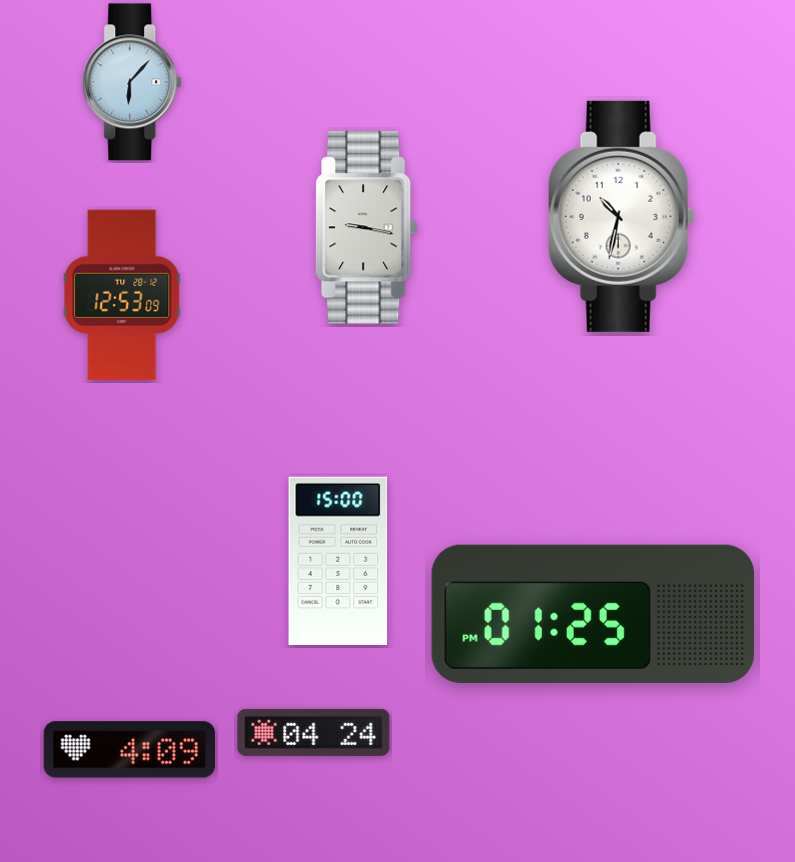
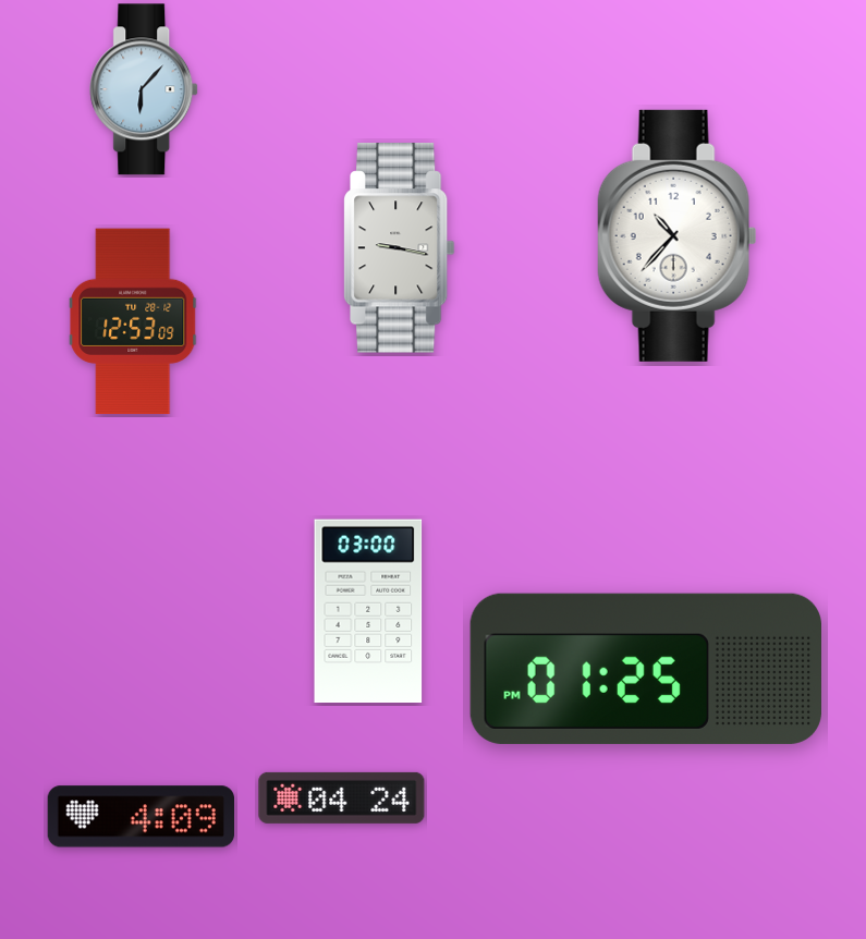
clock at (622, 216): 10:32 -> 10:37
clock at (338, 561): 15:00 -> 03:00
